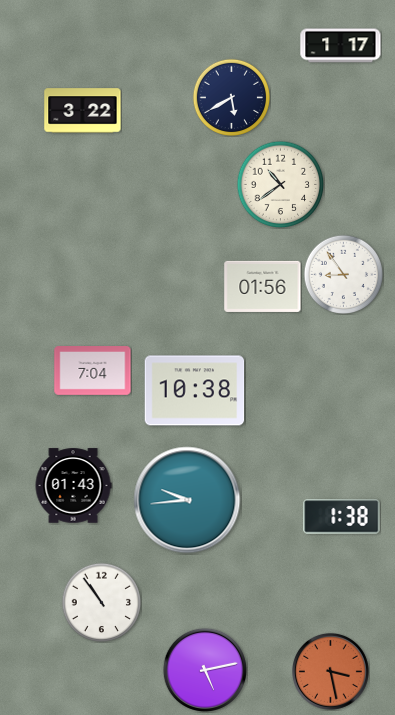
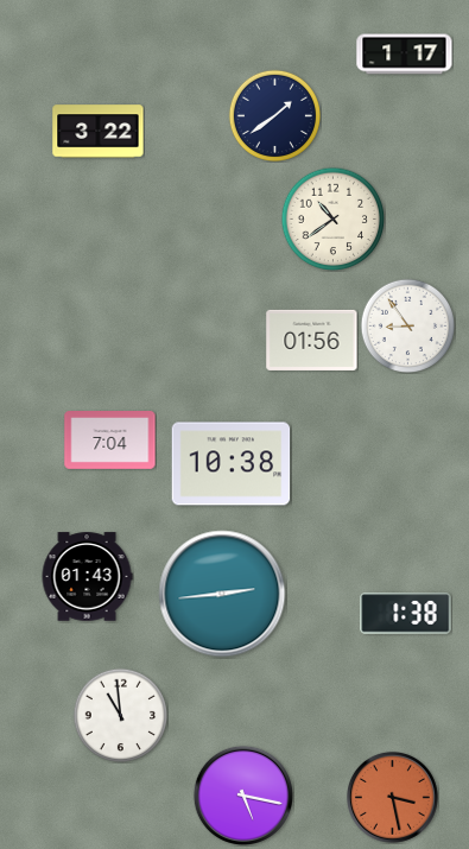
clock at (231, 97): 5:40 -> 1:39
clock at (187, 500): 9:44 -> 2:44
clock at (101, 602): 10:54 -> 10:59
clock at (205, 670): 5:13 -> 5:17
